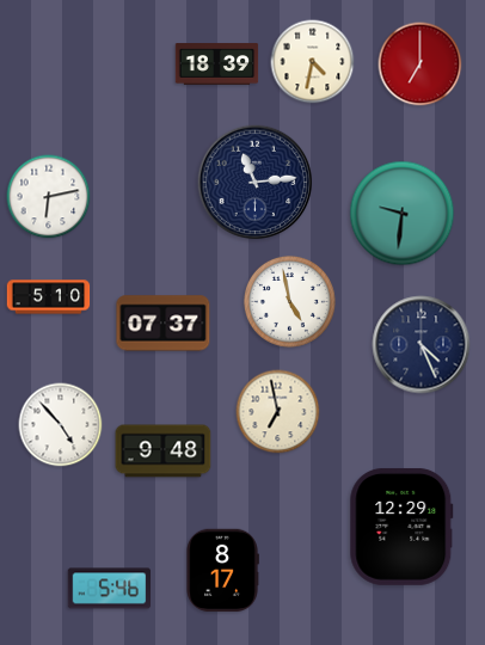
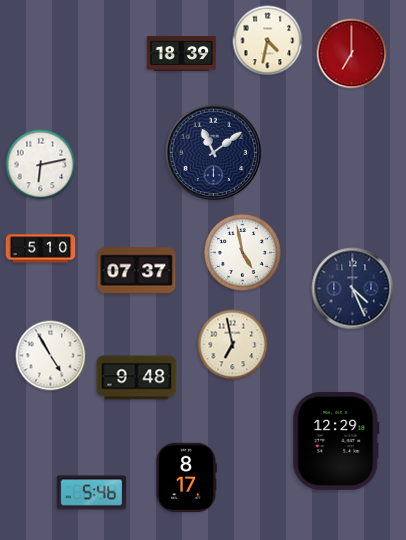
clock at (313, 62) position: (313, 62) -> (268, 41)
clock at (256, 183): 11:14 -> 11:09
clock at (403, 214): 9:31 -> none
clock at (61, 425): 4:53 -> 4:55
